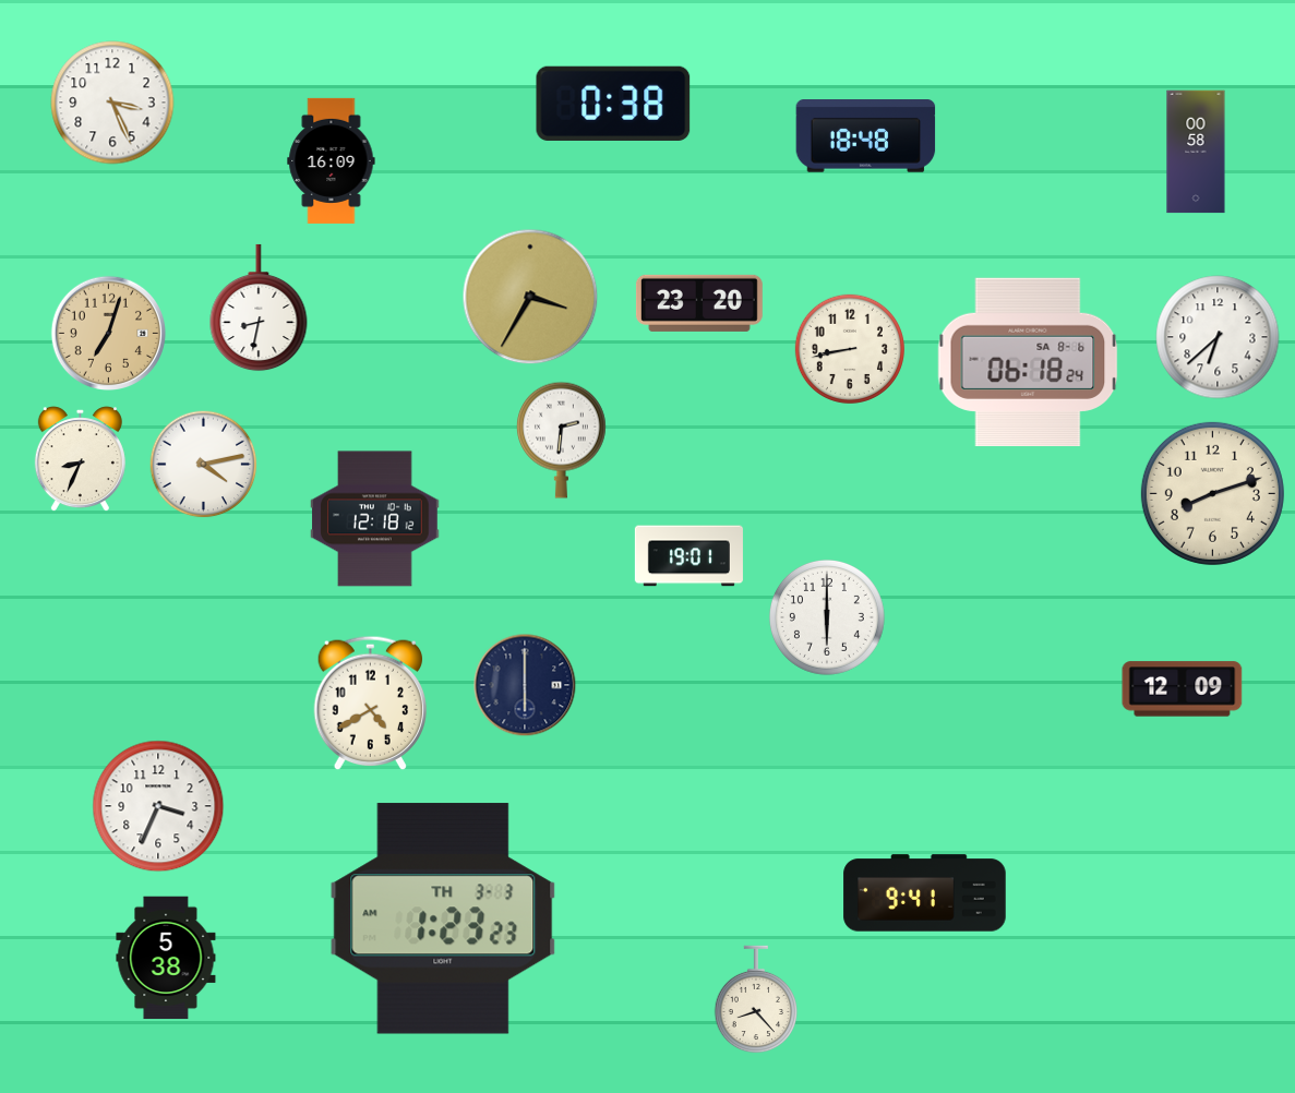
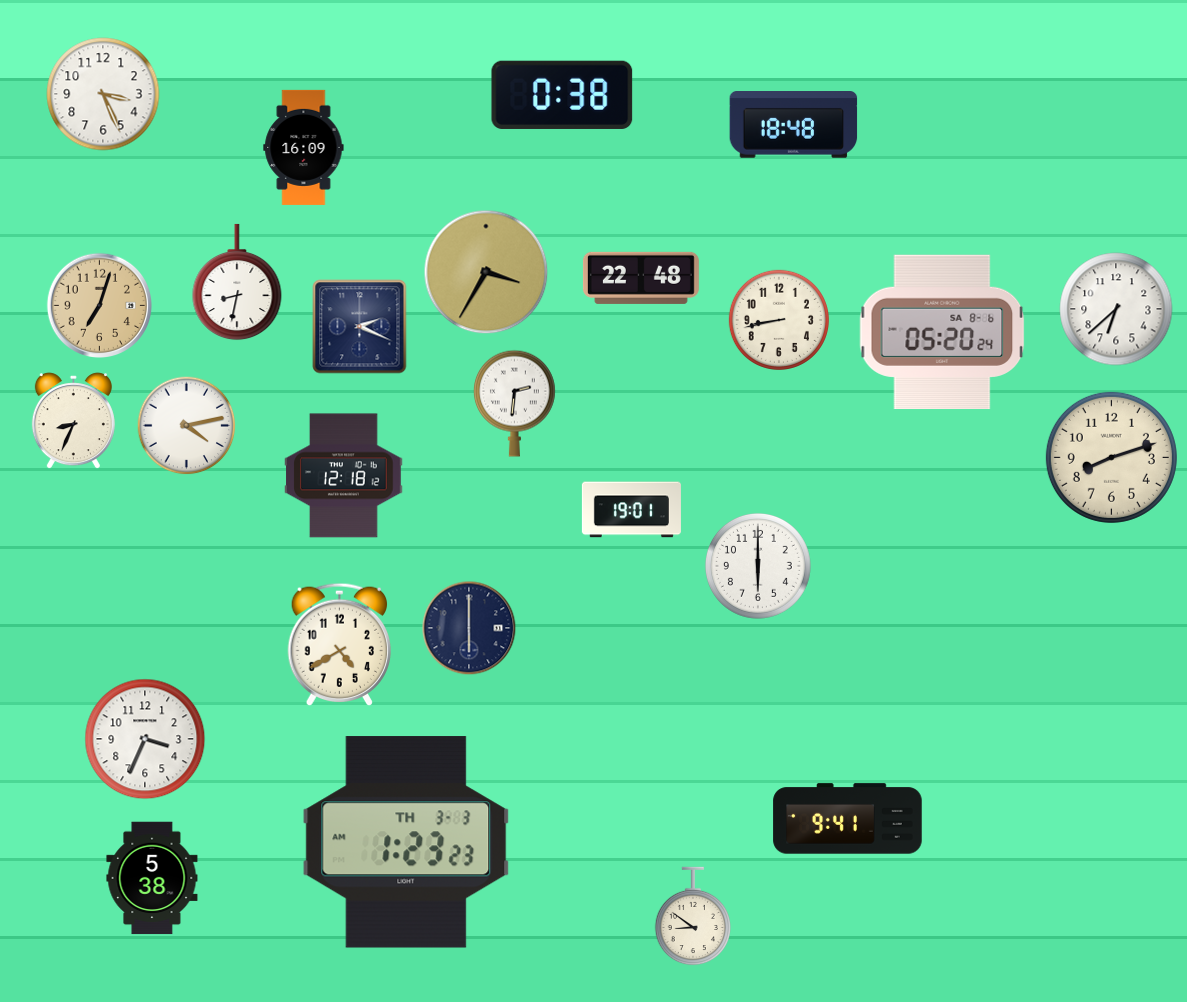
clock at (1196, 152): 00:58 -> none
clock at (699, 303): 23:20 -> 22:48
clock at (360, 327): none -> 2:19
clock at (1028, 361): 06:18 -> 05:20
clock at (1212, 493) position: (1212, 493) -> (1111, 457)
clock at (525, 685) position: (525, 685) -> (469, 628)
clock at (1183, 689): 12:09 -> none
clock at (755, 999): 8:23 -> 8:51
